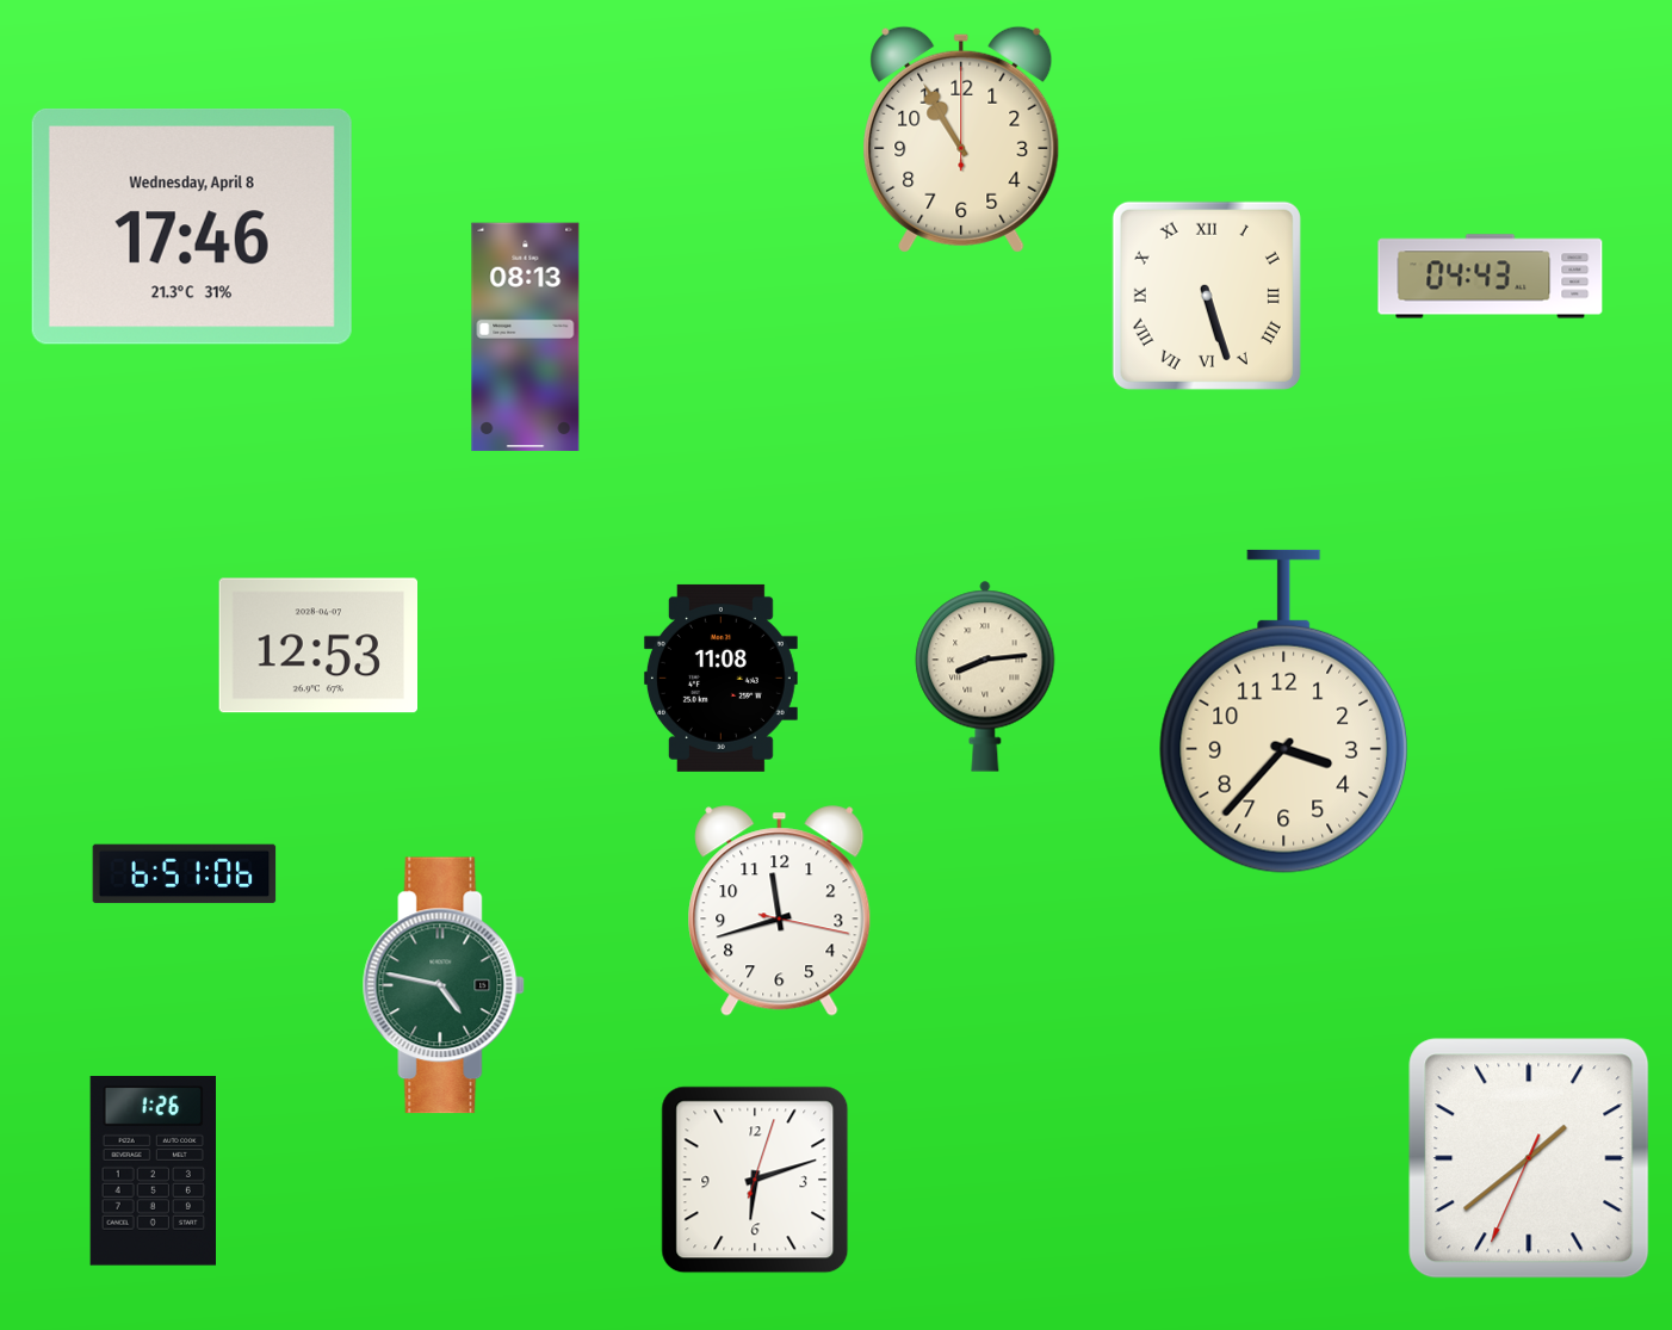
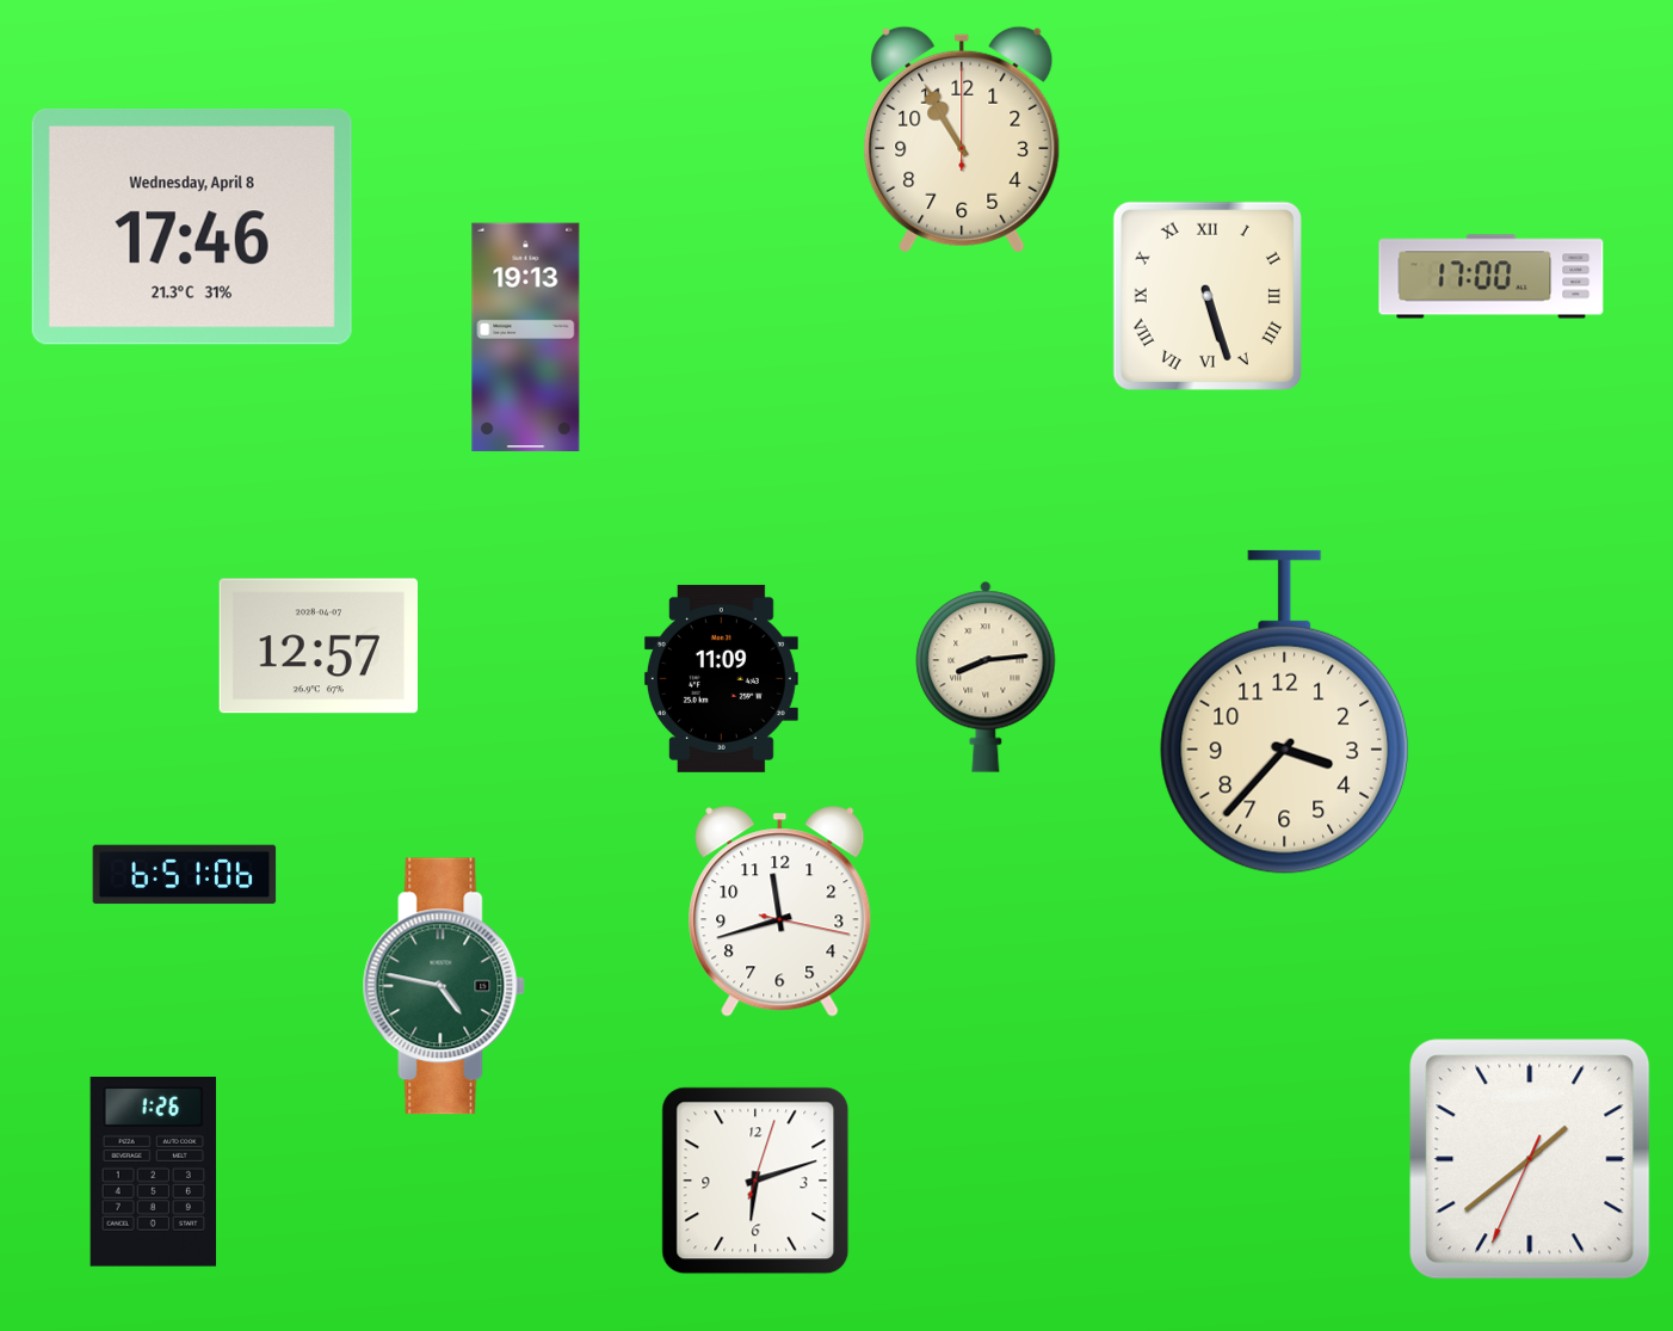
clock at (1491, 277): 04:43 -> 17:00
clock at (526, 338): 08:13 -> 19:13
clock at (317, 645): 12:53 -> 12:57
clock at (720, 678): 11:08 -> 11:09
